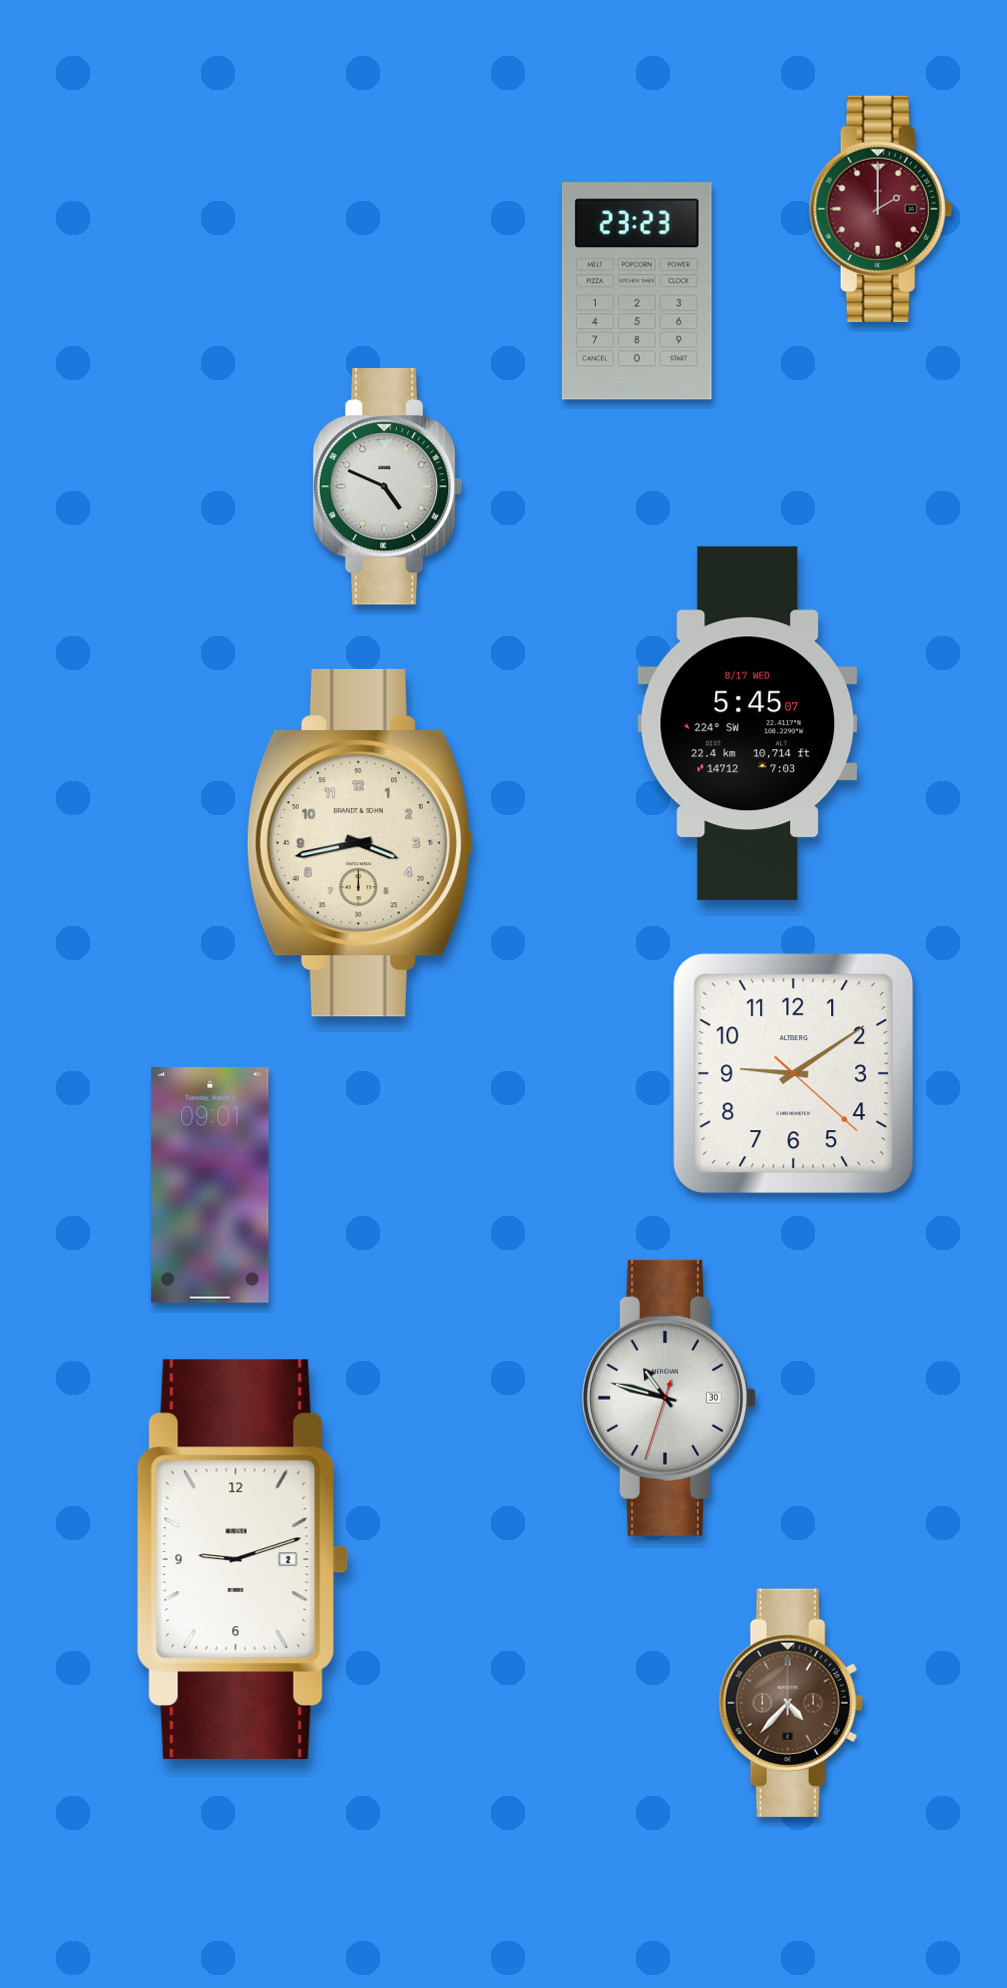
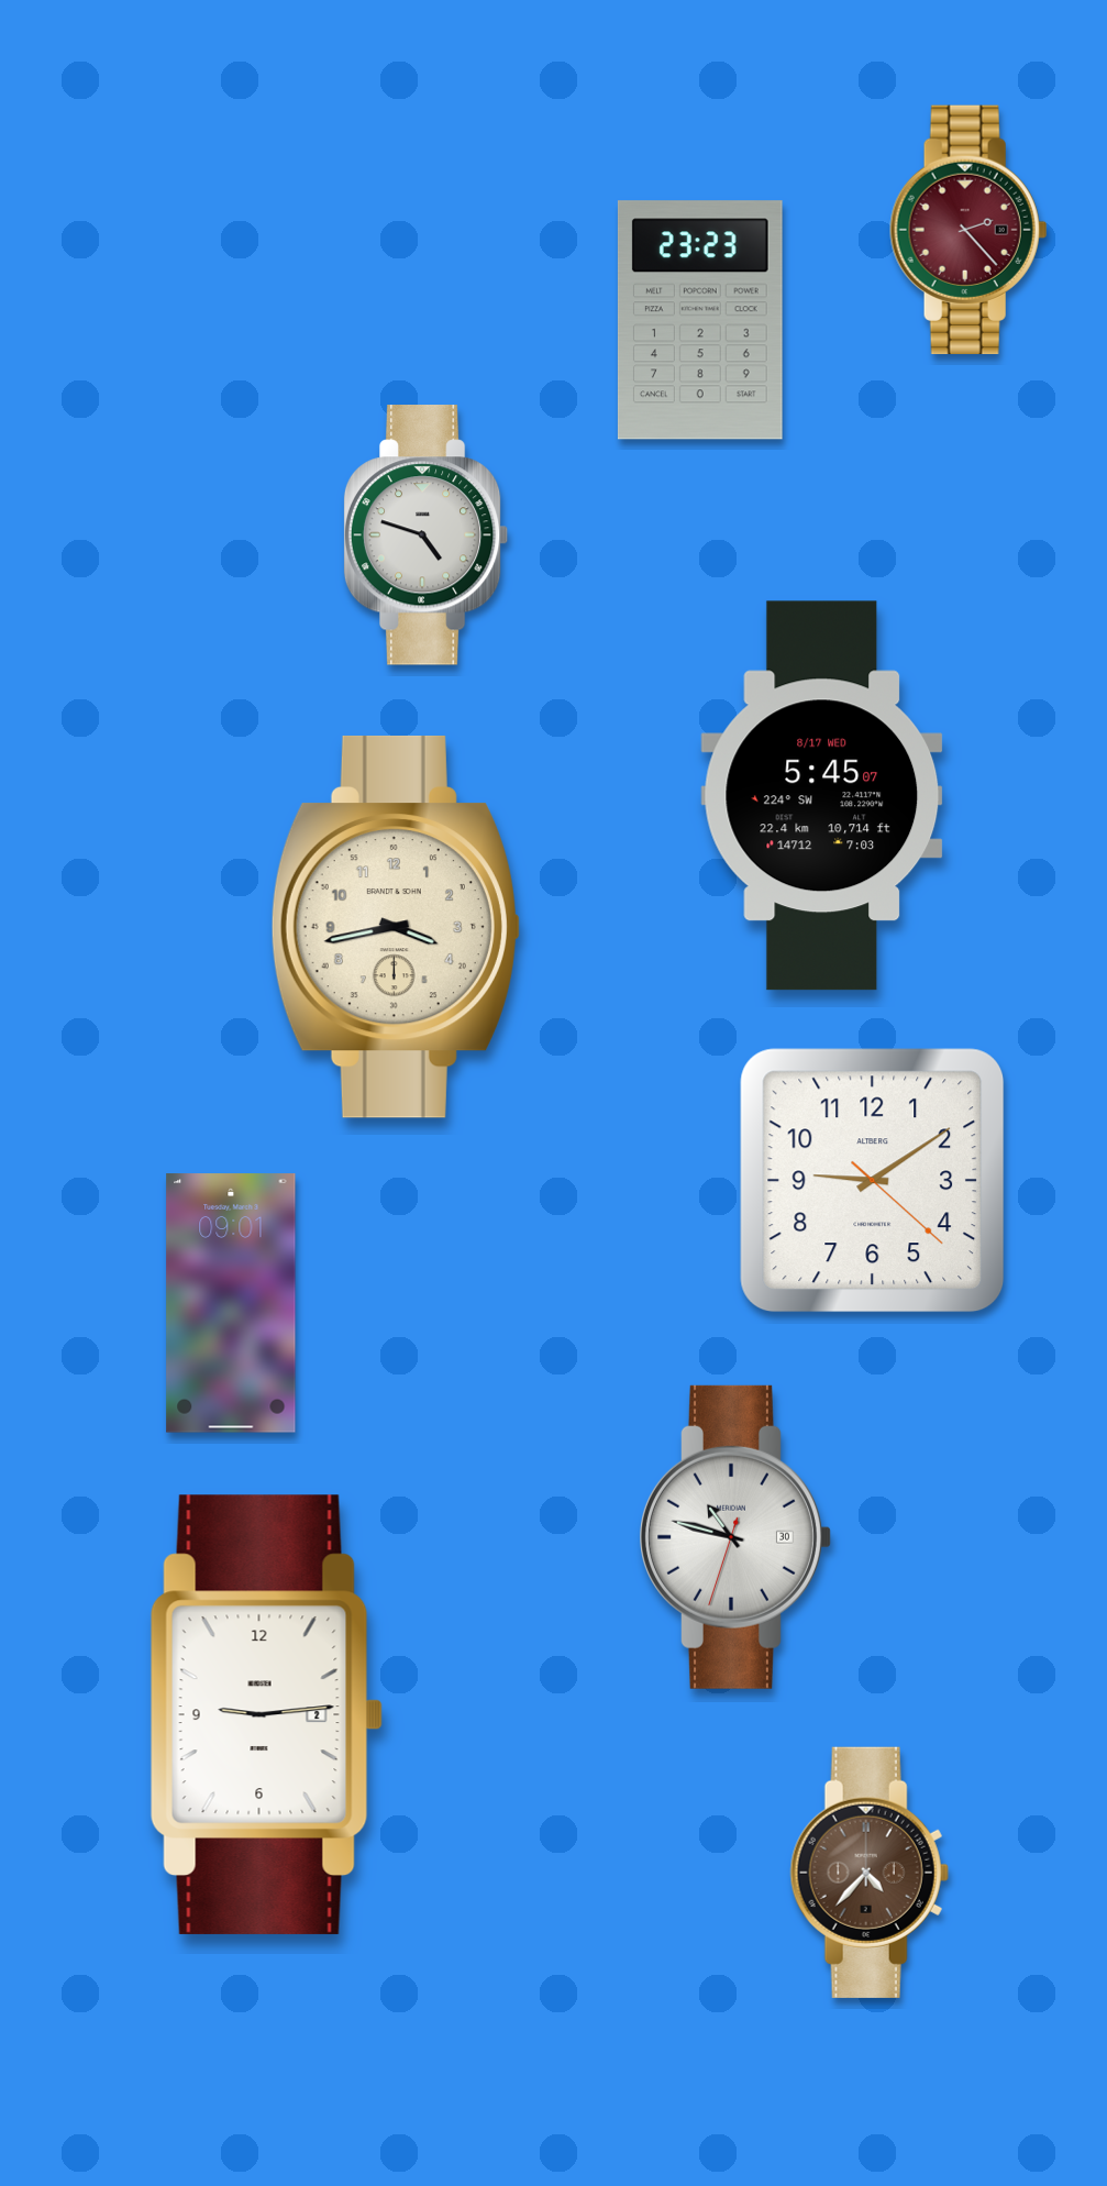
clock at (881, 209): 2:00 -> 2:23
clock at (388, 487): 4:49 -> 4:48
clock at (242, 1559): 9:12 -> 9:14
